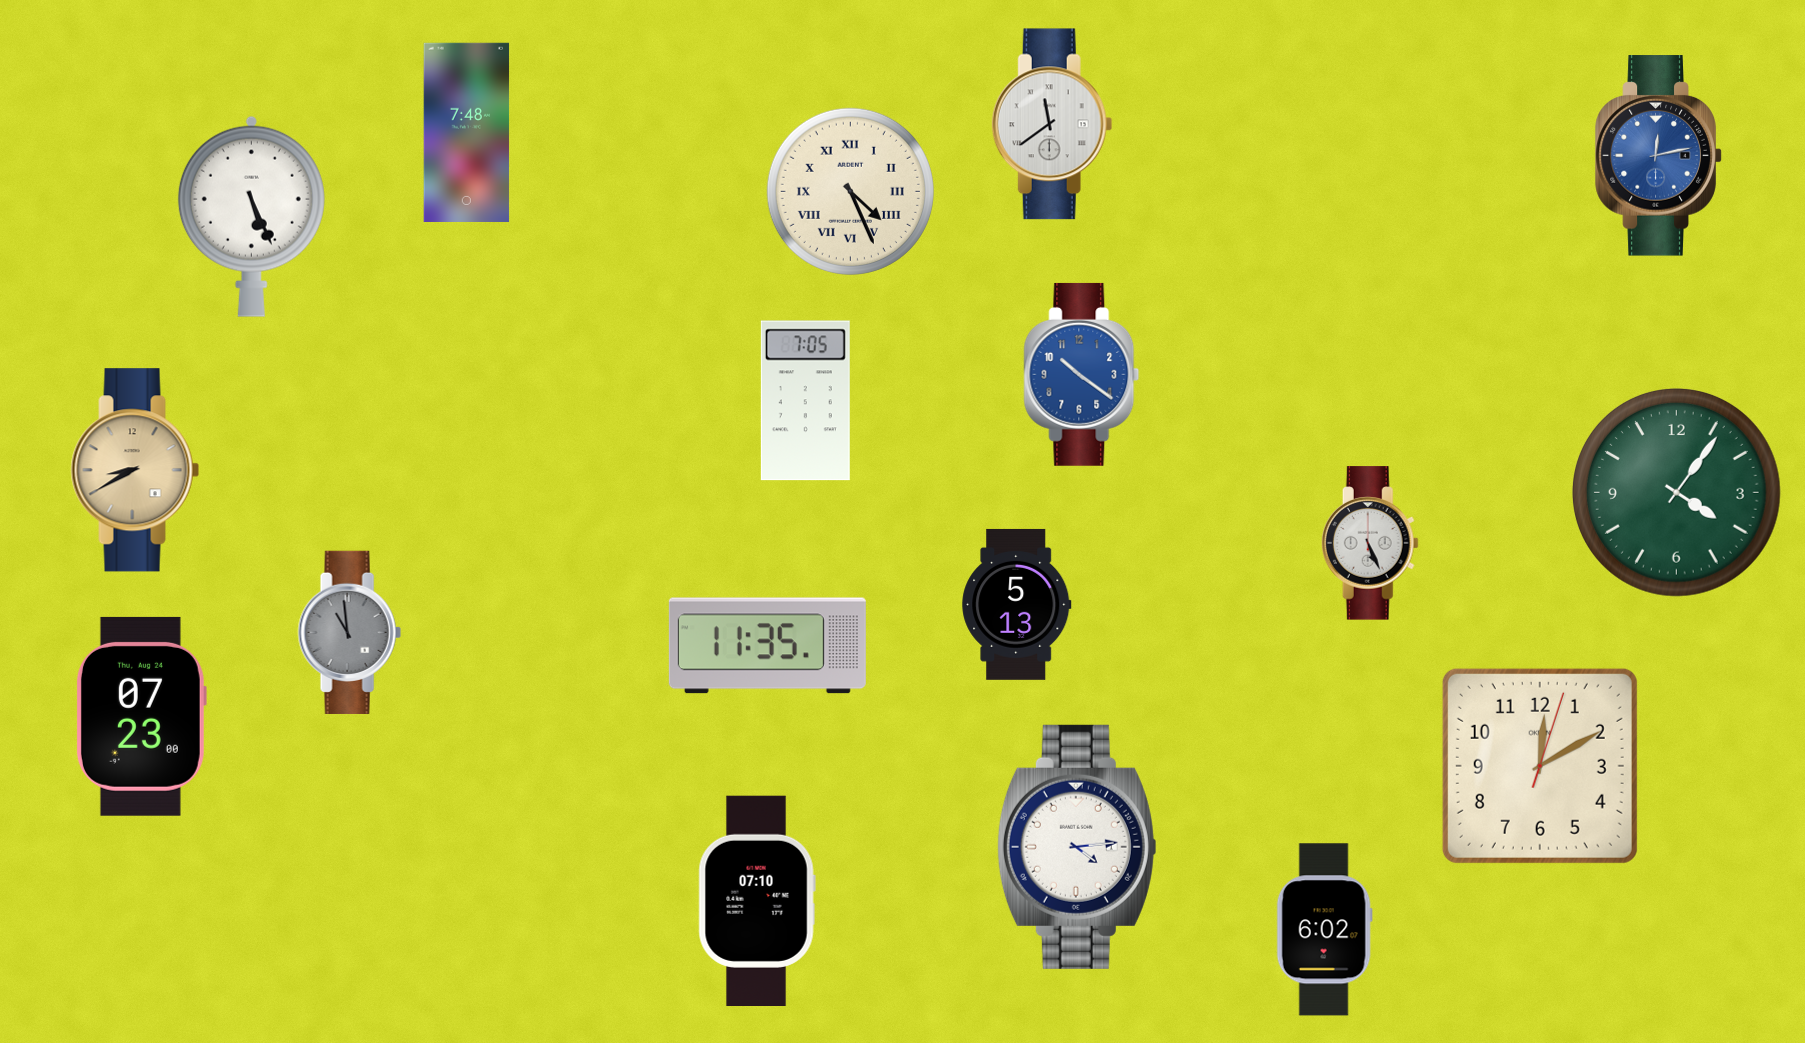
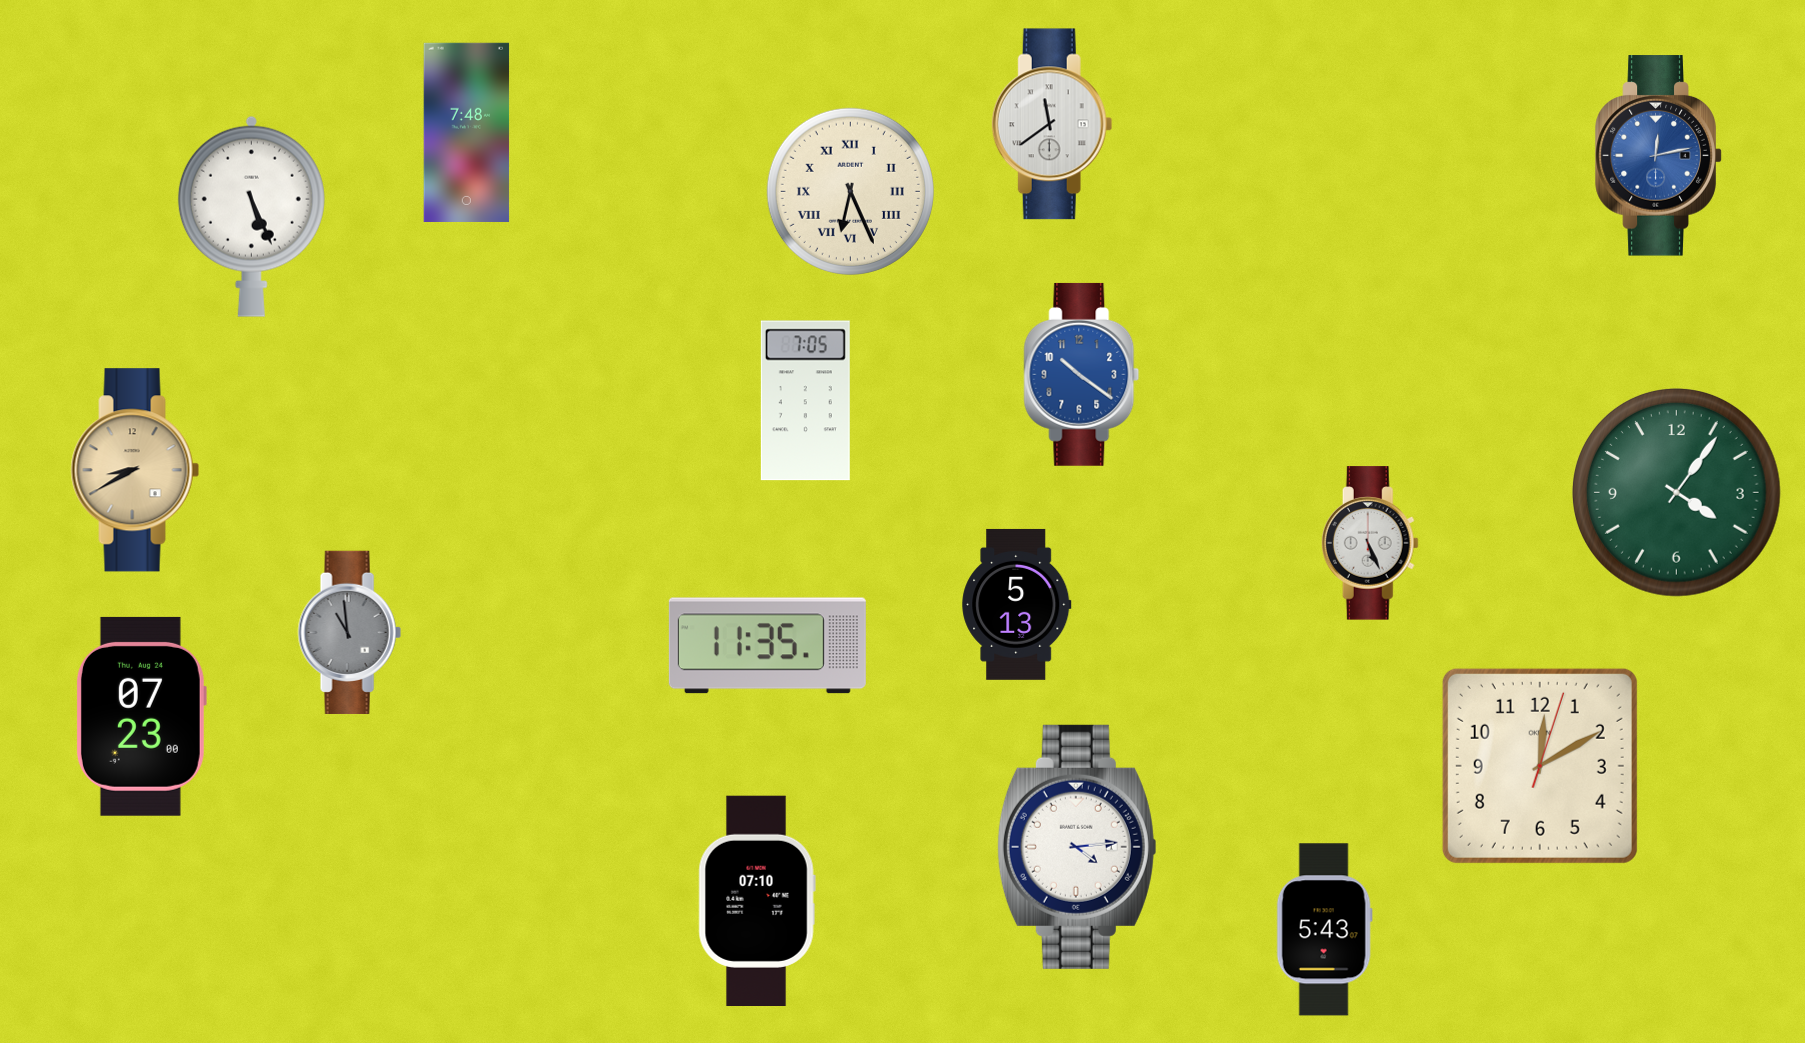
clock at (850, 191): 4:26 -> 6:26
clock at (1324, 930): 6:02 -> 5:43
